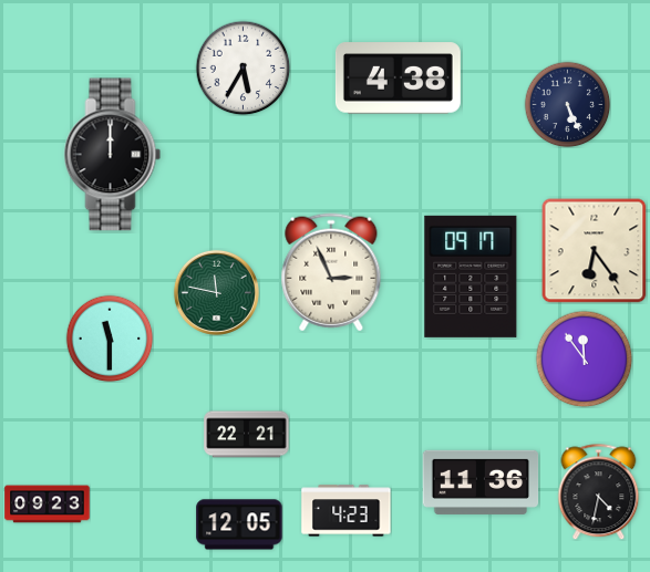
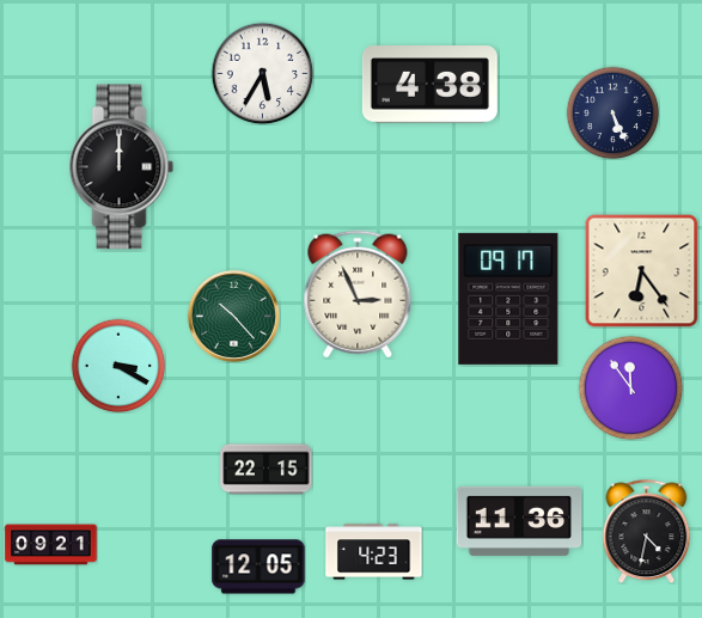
clock at (216, 292): 11:47 -> 10:23
clock at (110, 339): 11:30 -> 3:20
clock at (247, 435): 22:21 -> 22:15
clock at (48, 505): 09:23 -> 09:21
